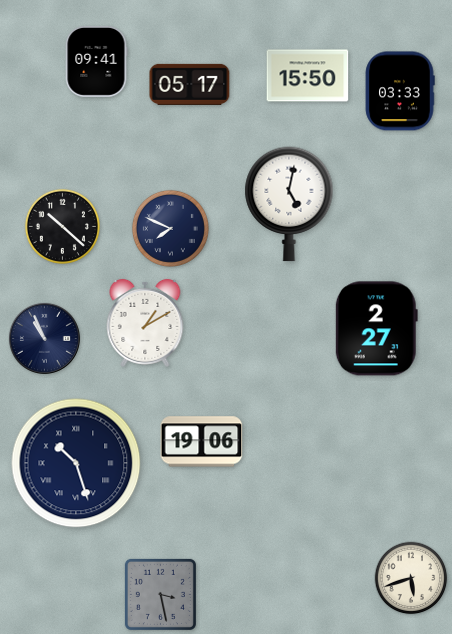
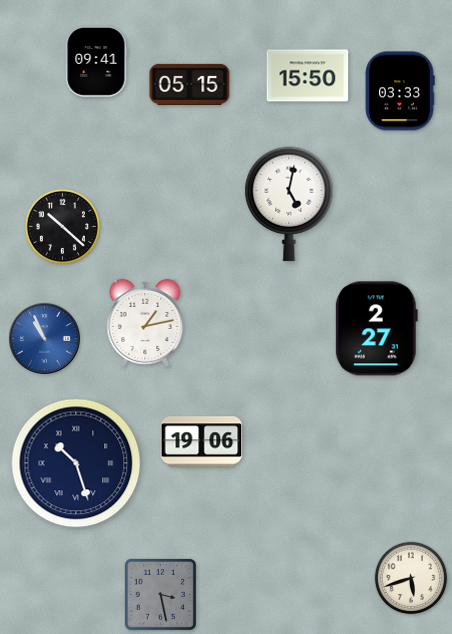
clock at (190, 84): 05:17 -> 05:15
clock at (170, 228): 7:49 -> none
clock at (145, 323): 1:10 -> 1:13
clock at (44, 338) dial: navy -> blue
